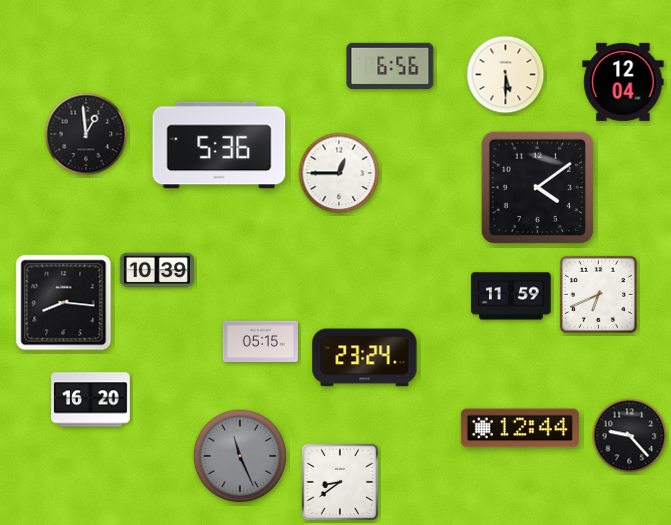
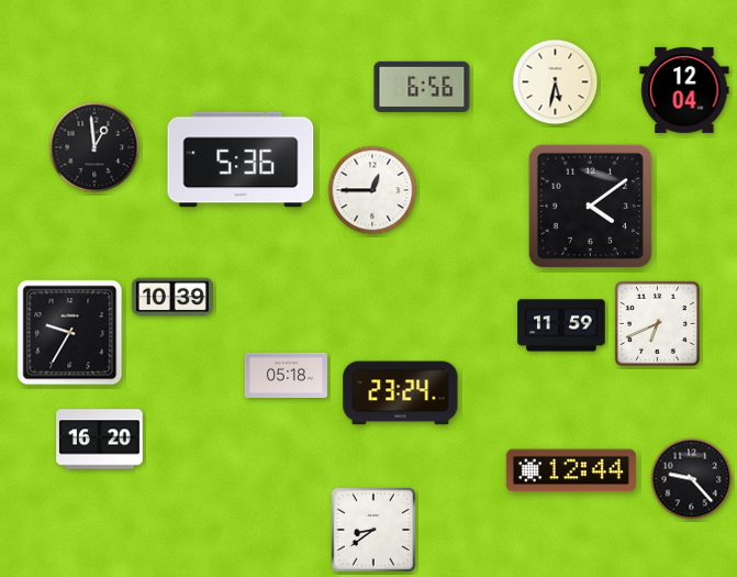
clock at (390, 66) position: (390, 66) -> (422, 87)
clock at (506, 75): 5:30 -> 5:32
clock at (64, 303): 8:16 -> 9:35
clock at (260, 341): 05:15 -> 05:18
clock at (239, 455): 11:26 -> none
